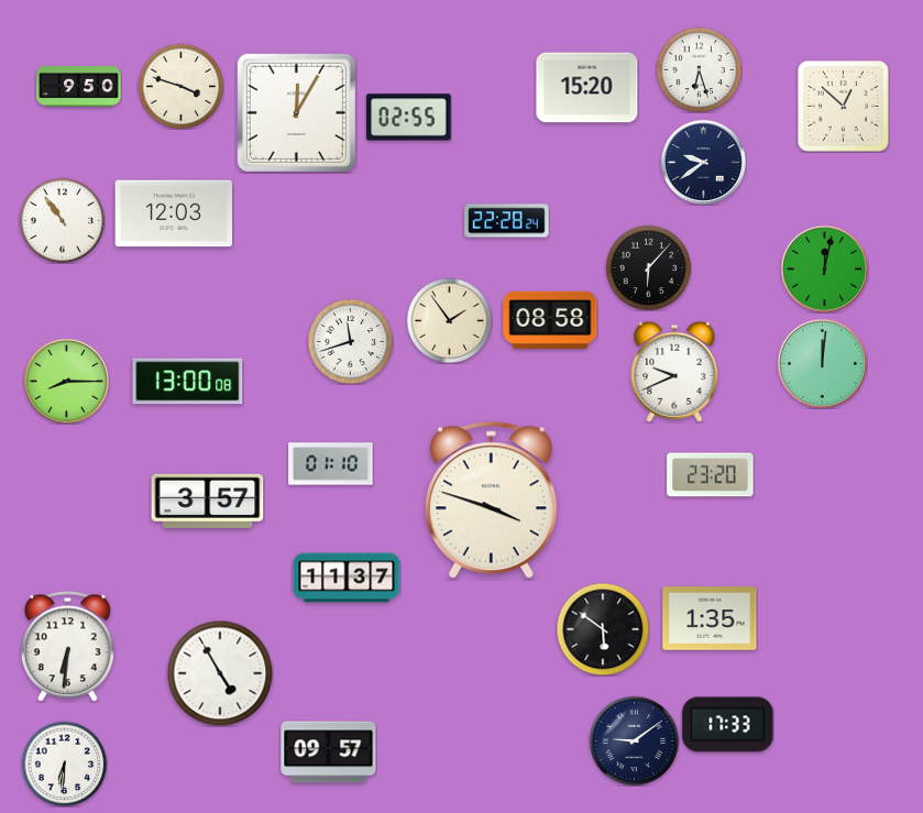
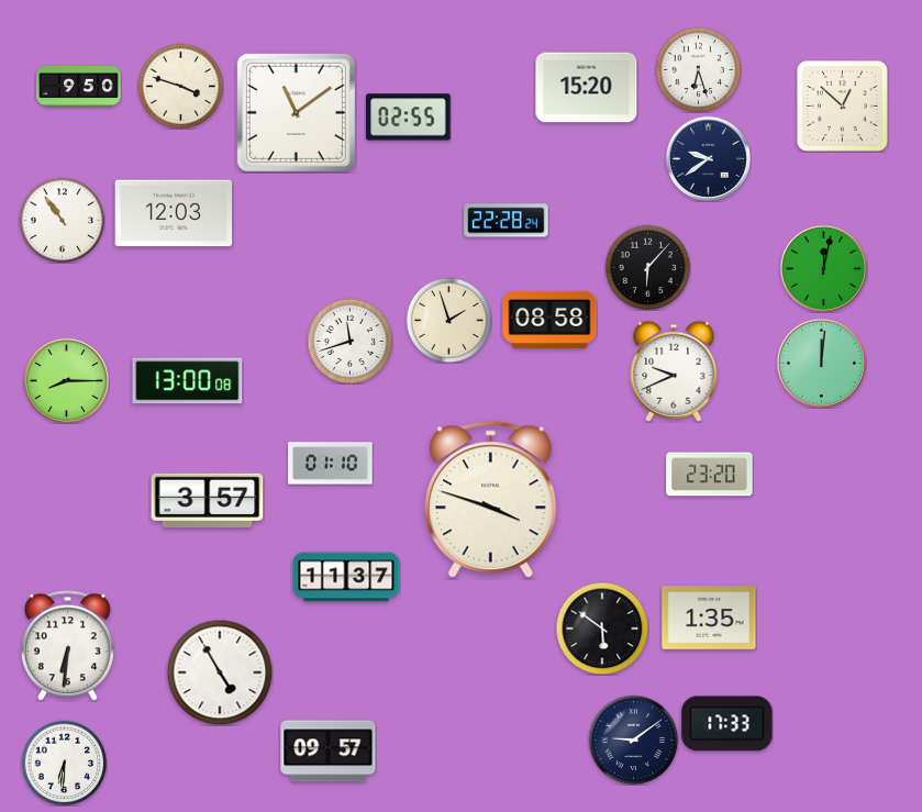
clock at (296, 112): 12:05 -> 11:09
clock at (703, 162) position: (703, 162) -> (708, 158)
clock at (449, 320): 1:54 -> 1:57
